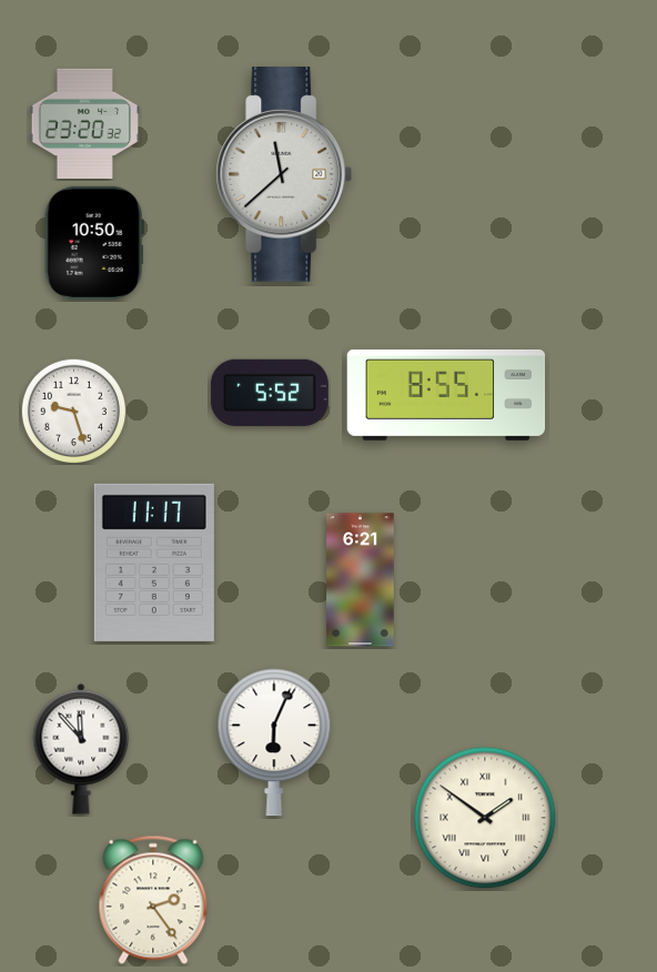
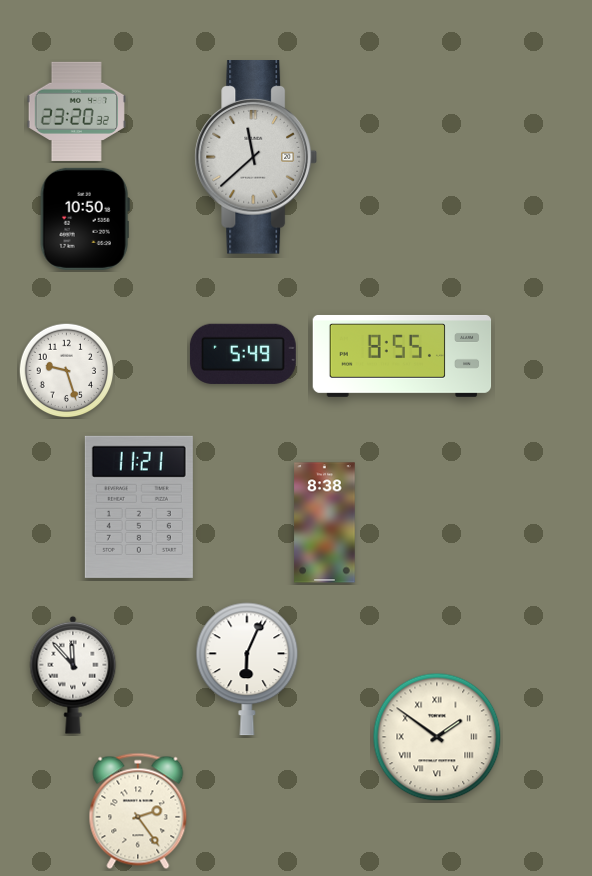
clock at (270, 393): 5:52 -> 5:49
clock at (154, 563): 11:17 -> 11:21
clock at (361, 580): 6:21 -> 8:38
